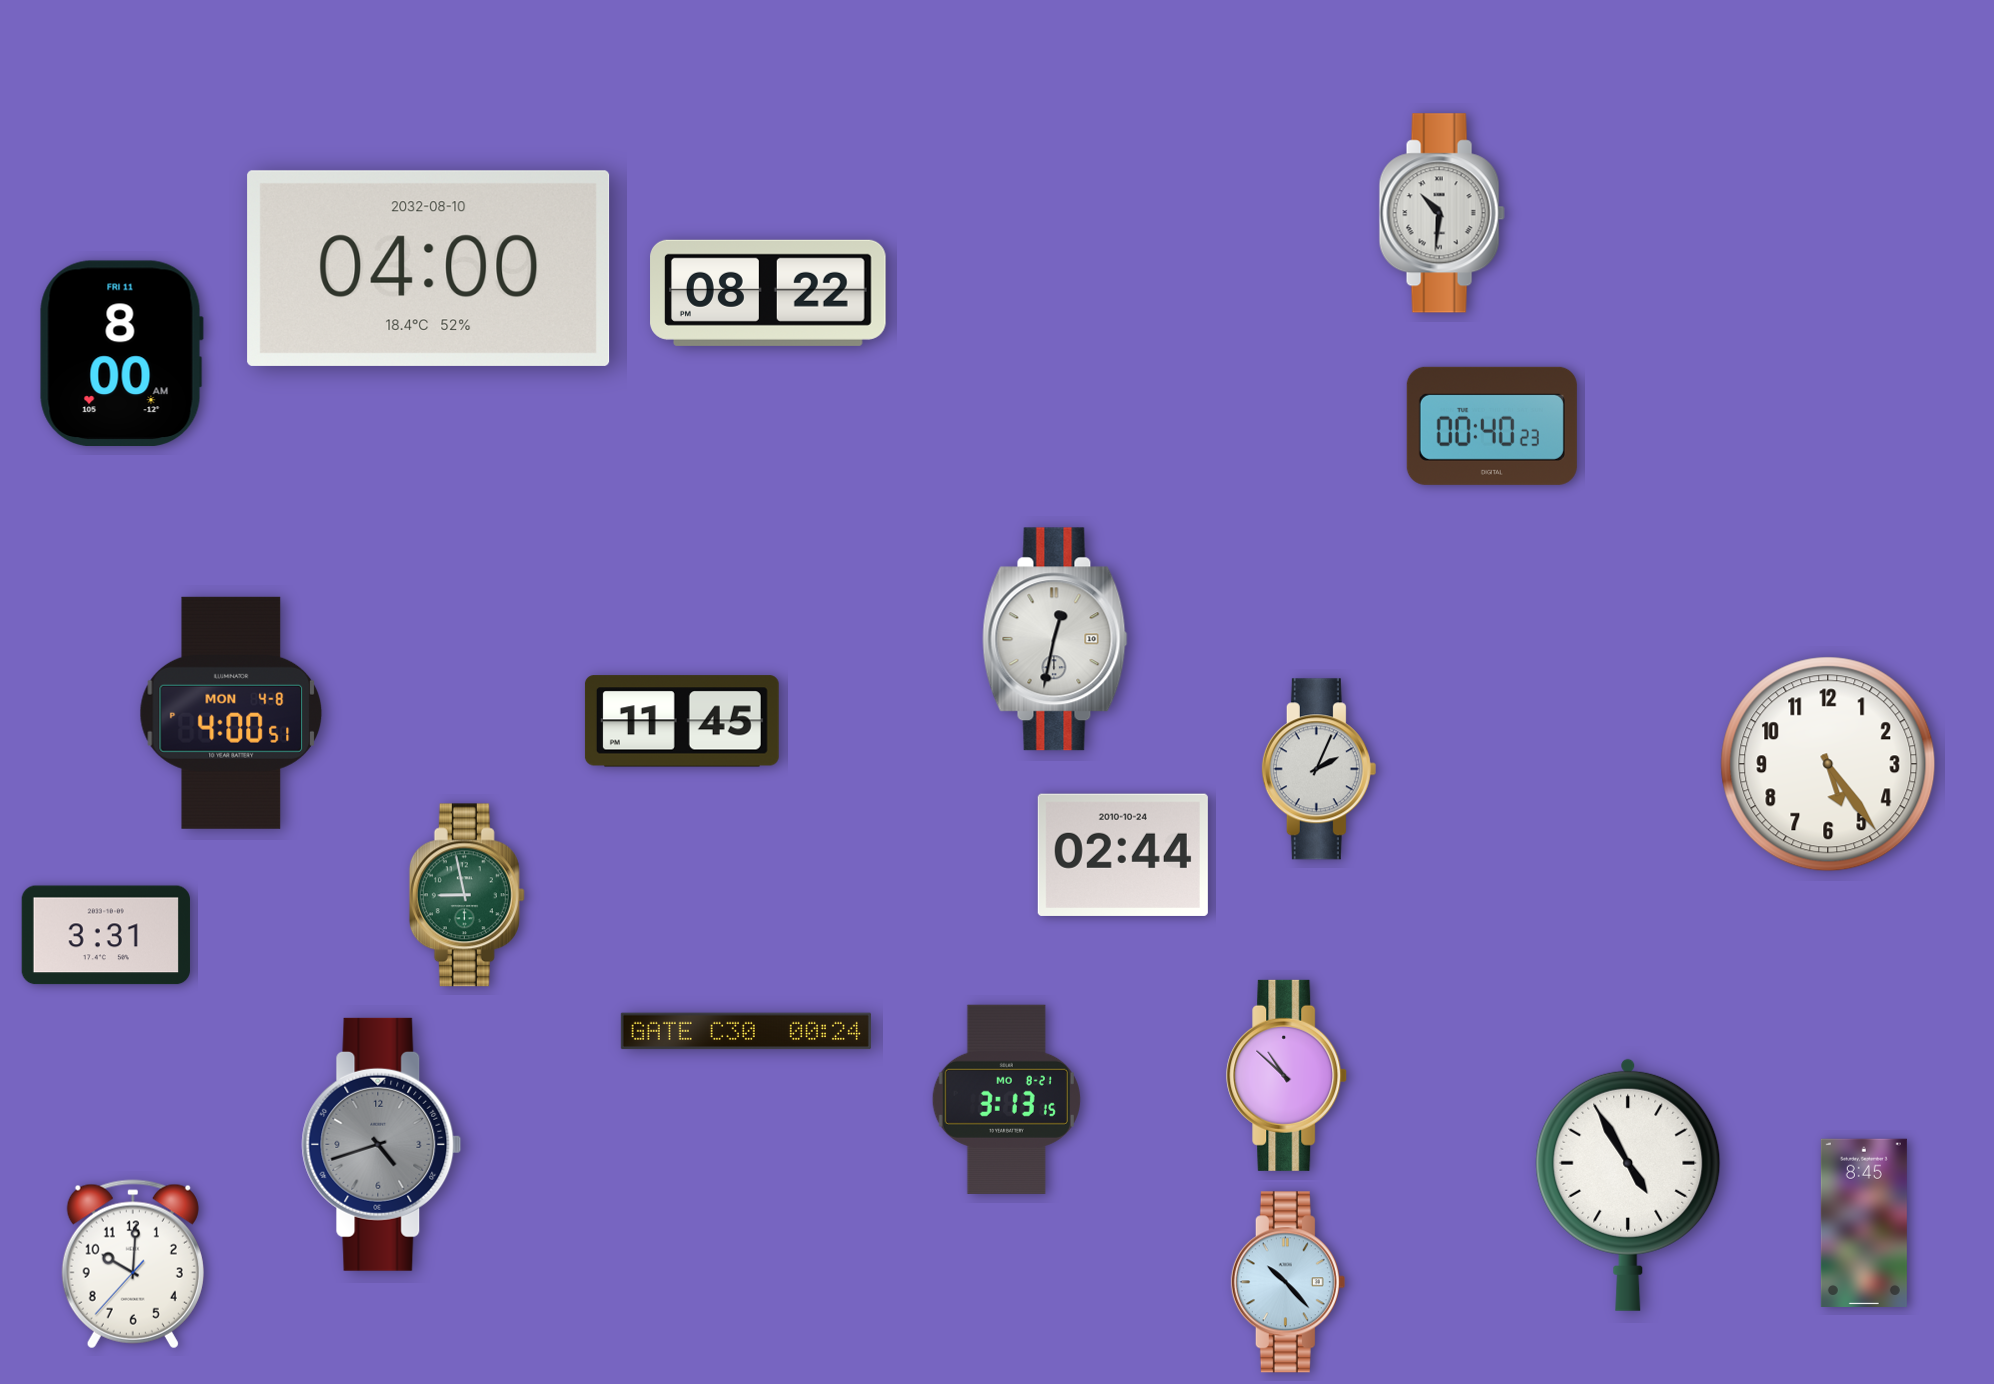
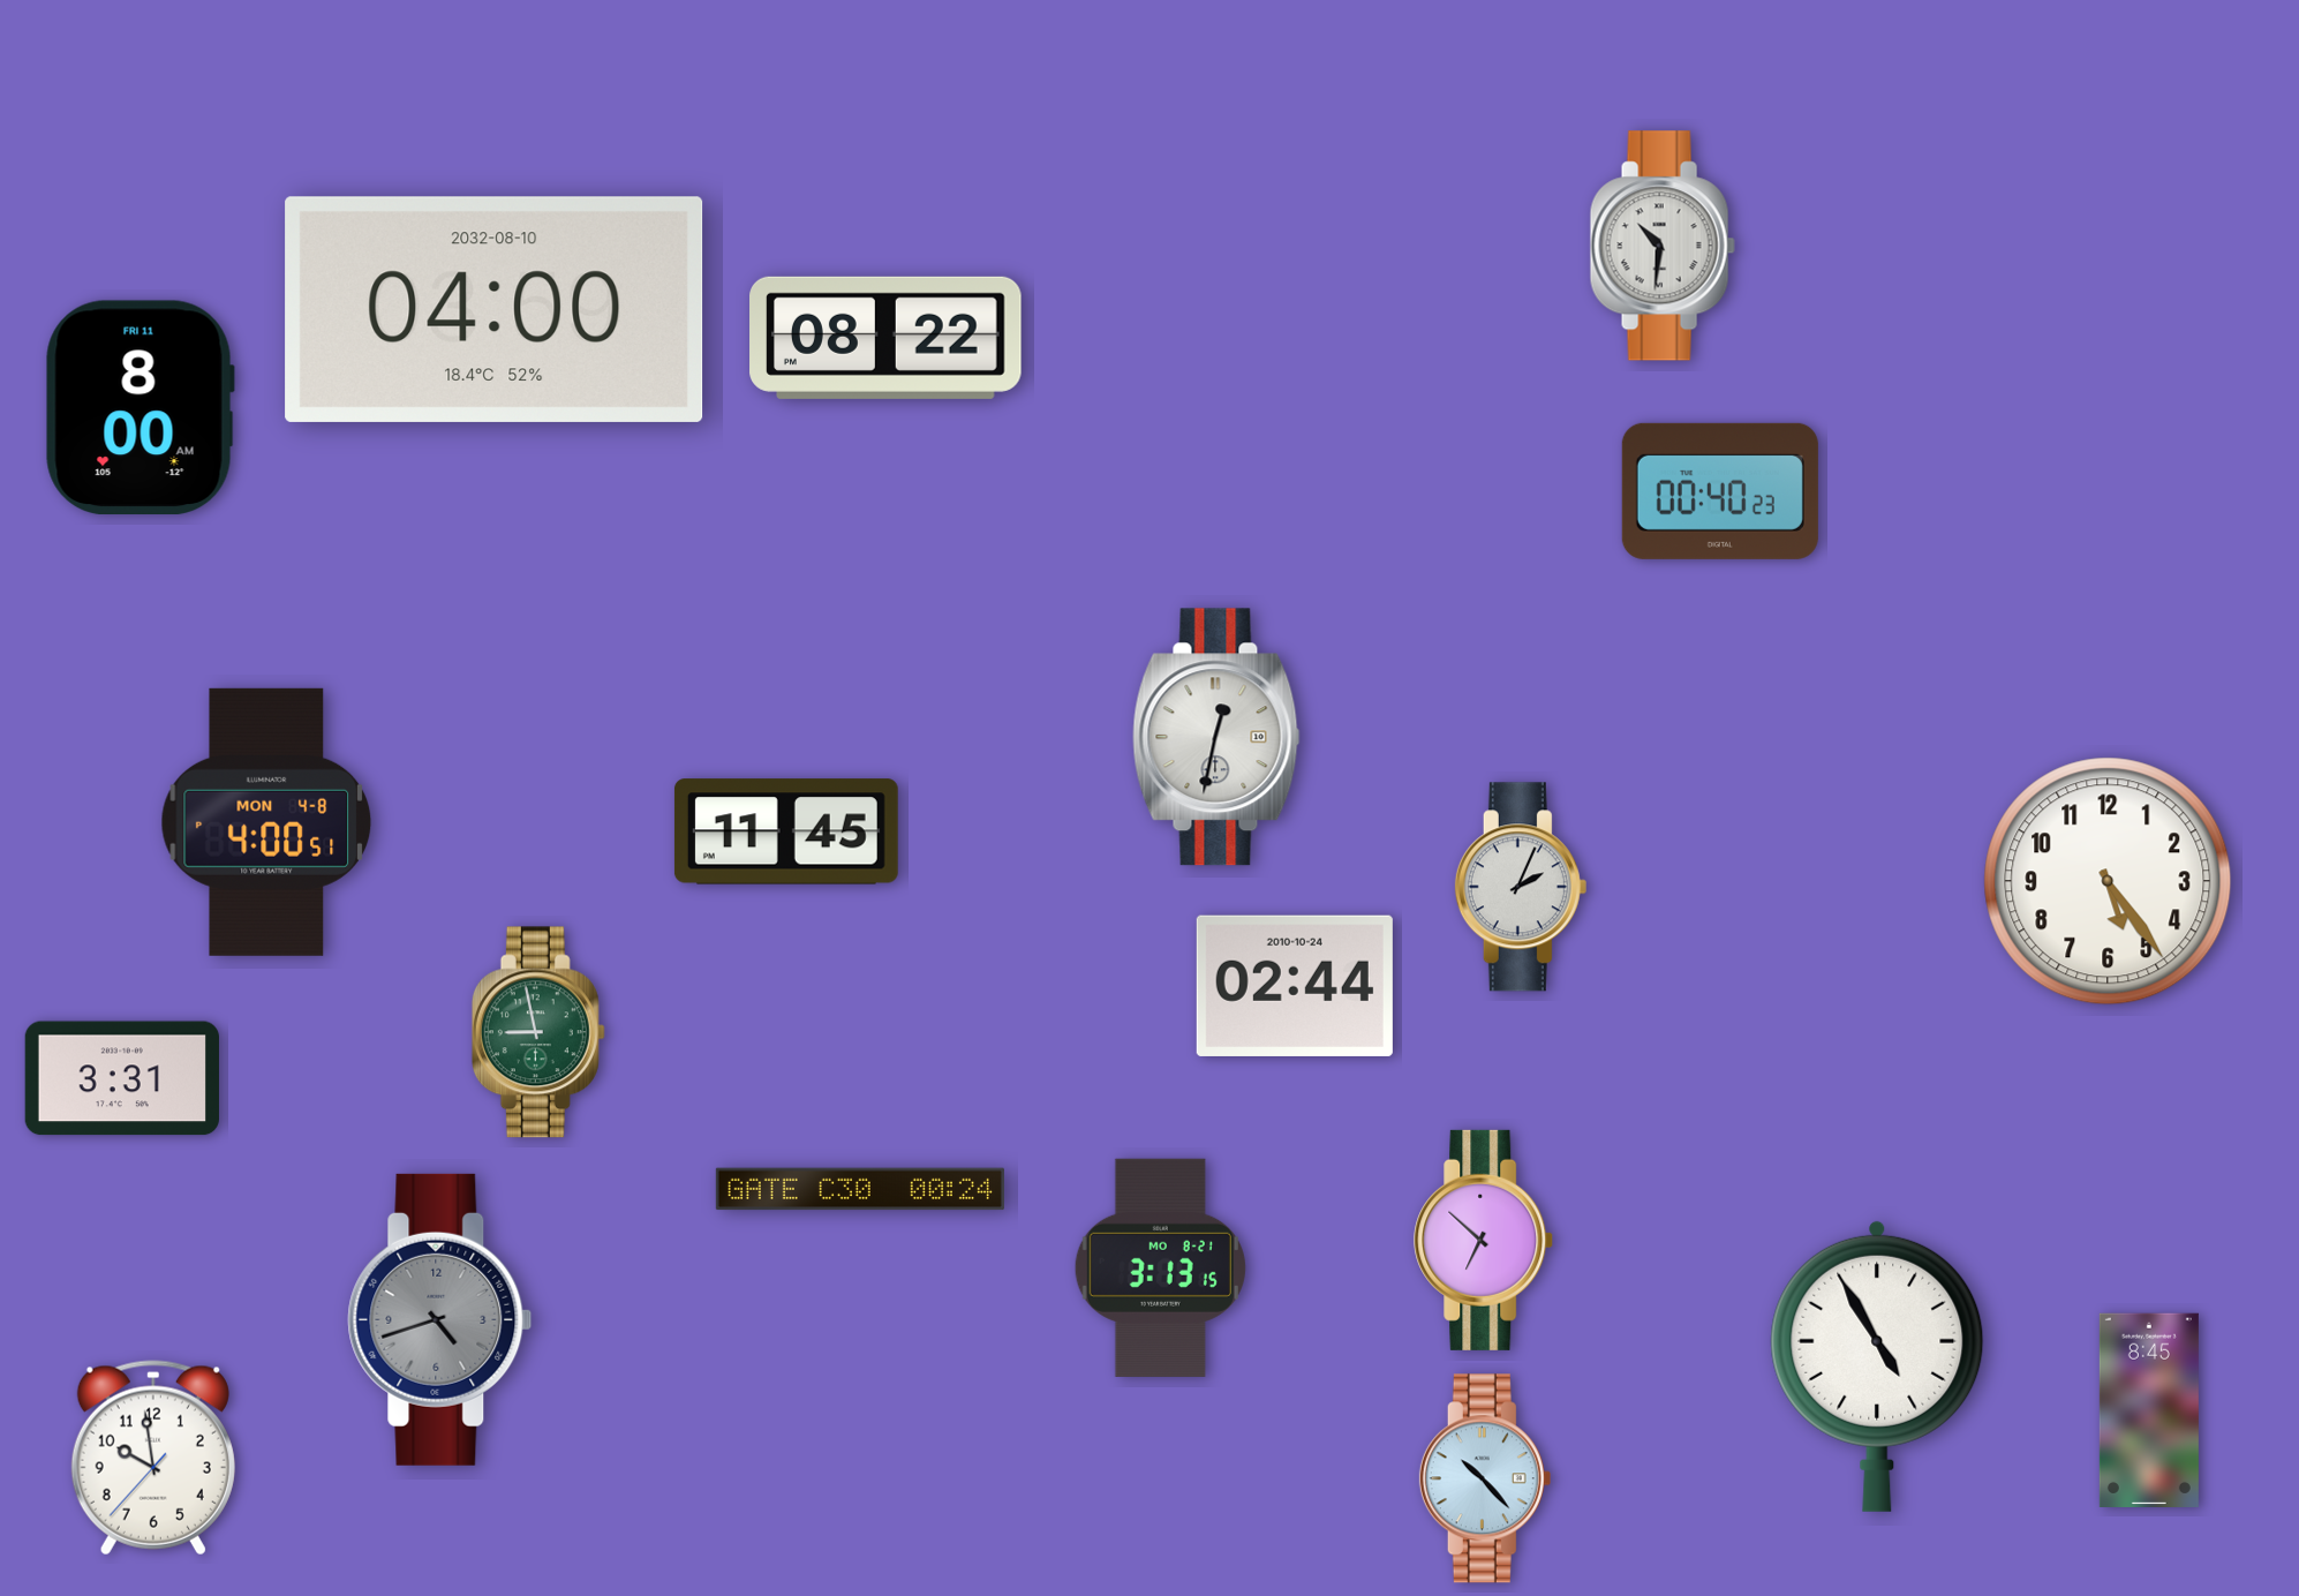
clock at (1287, 1075): 10:52 -> 6:52
clock at (133, 1264): 10:00 -> 9:58
